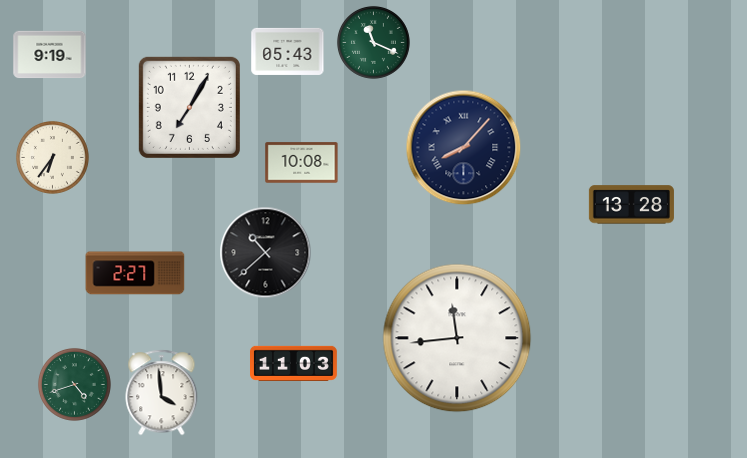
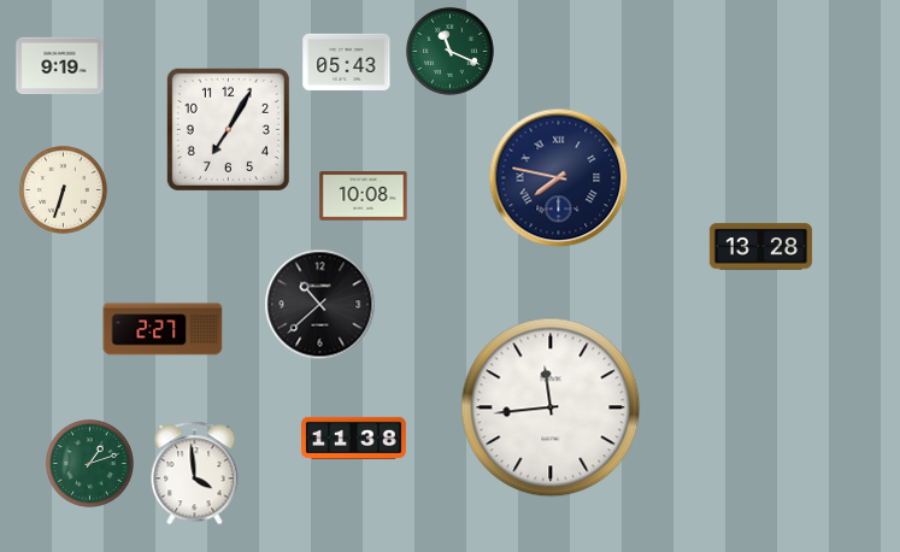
clock at (464, 148): 8:07 -> 7:47
clock at (52, 157): 6:36 -> 6:33
clock at (294, 363): 11:03 -> 11:38
clock at (74, 384): 4:42 -> 1:12
